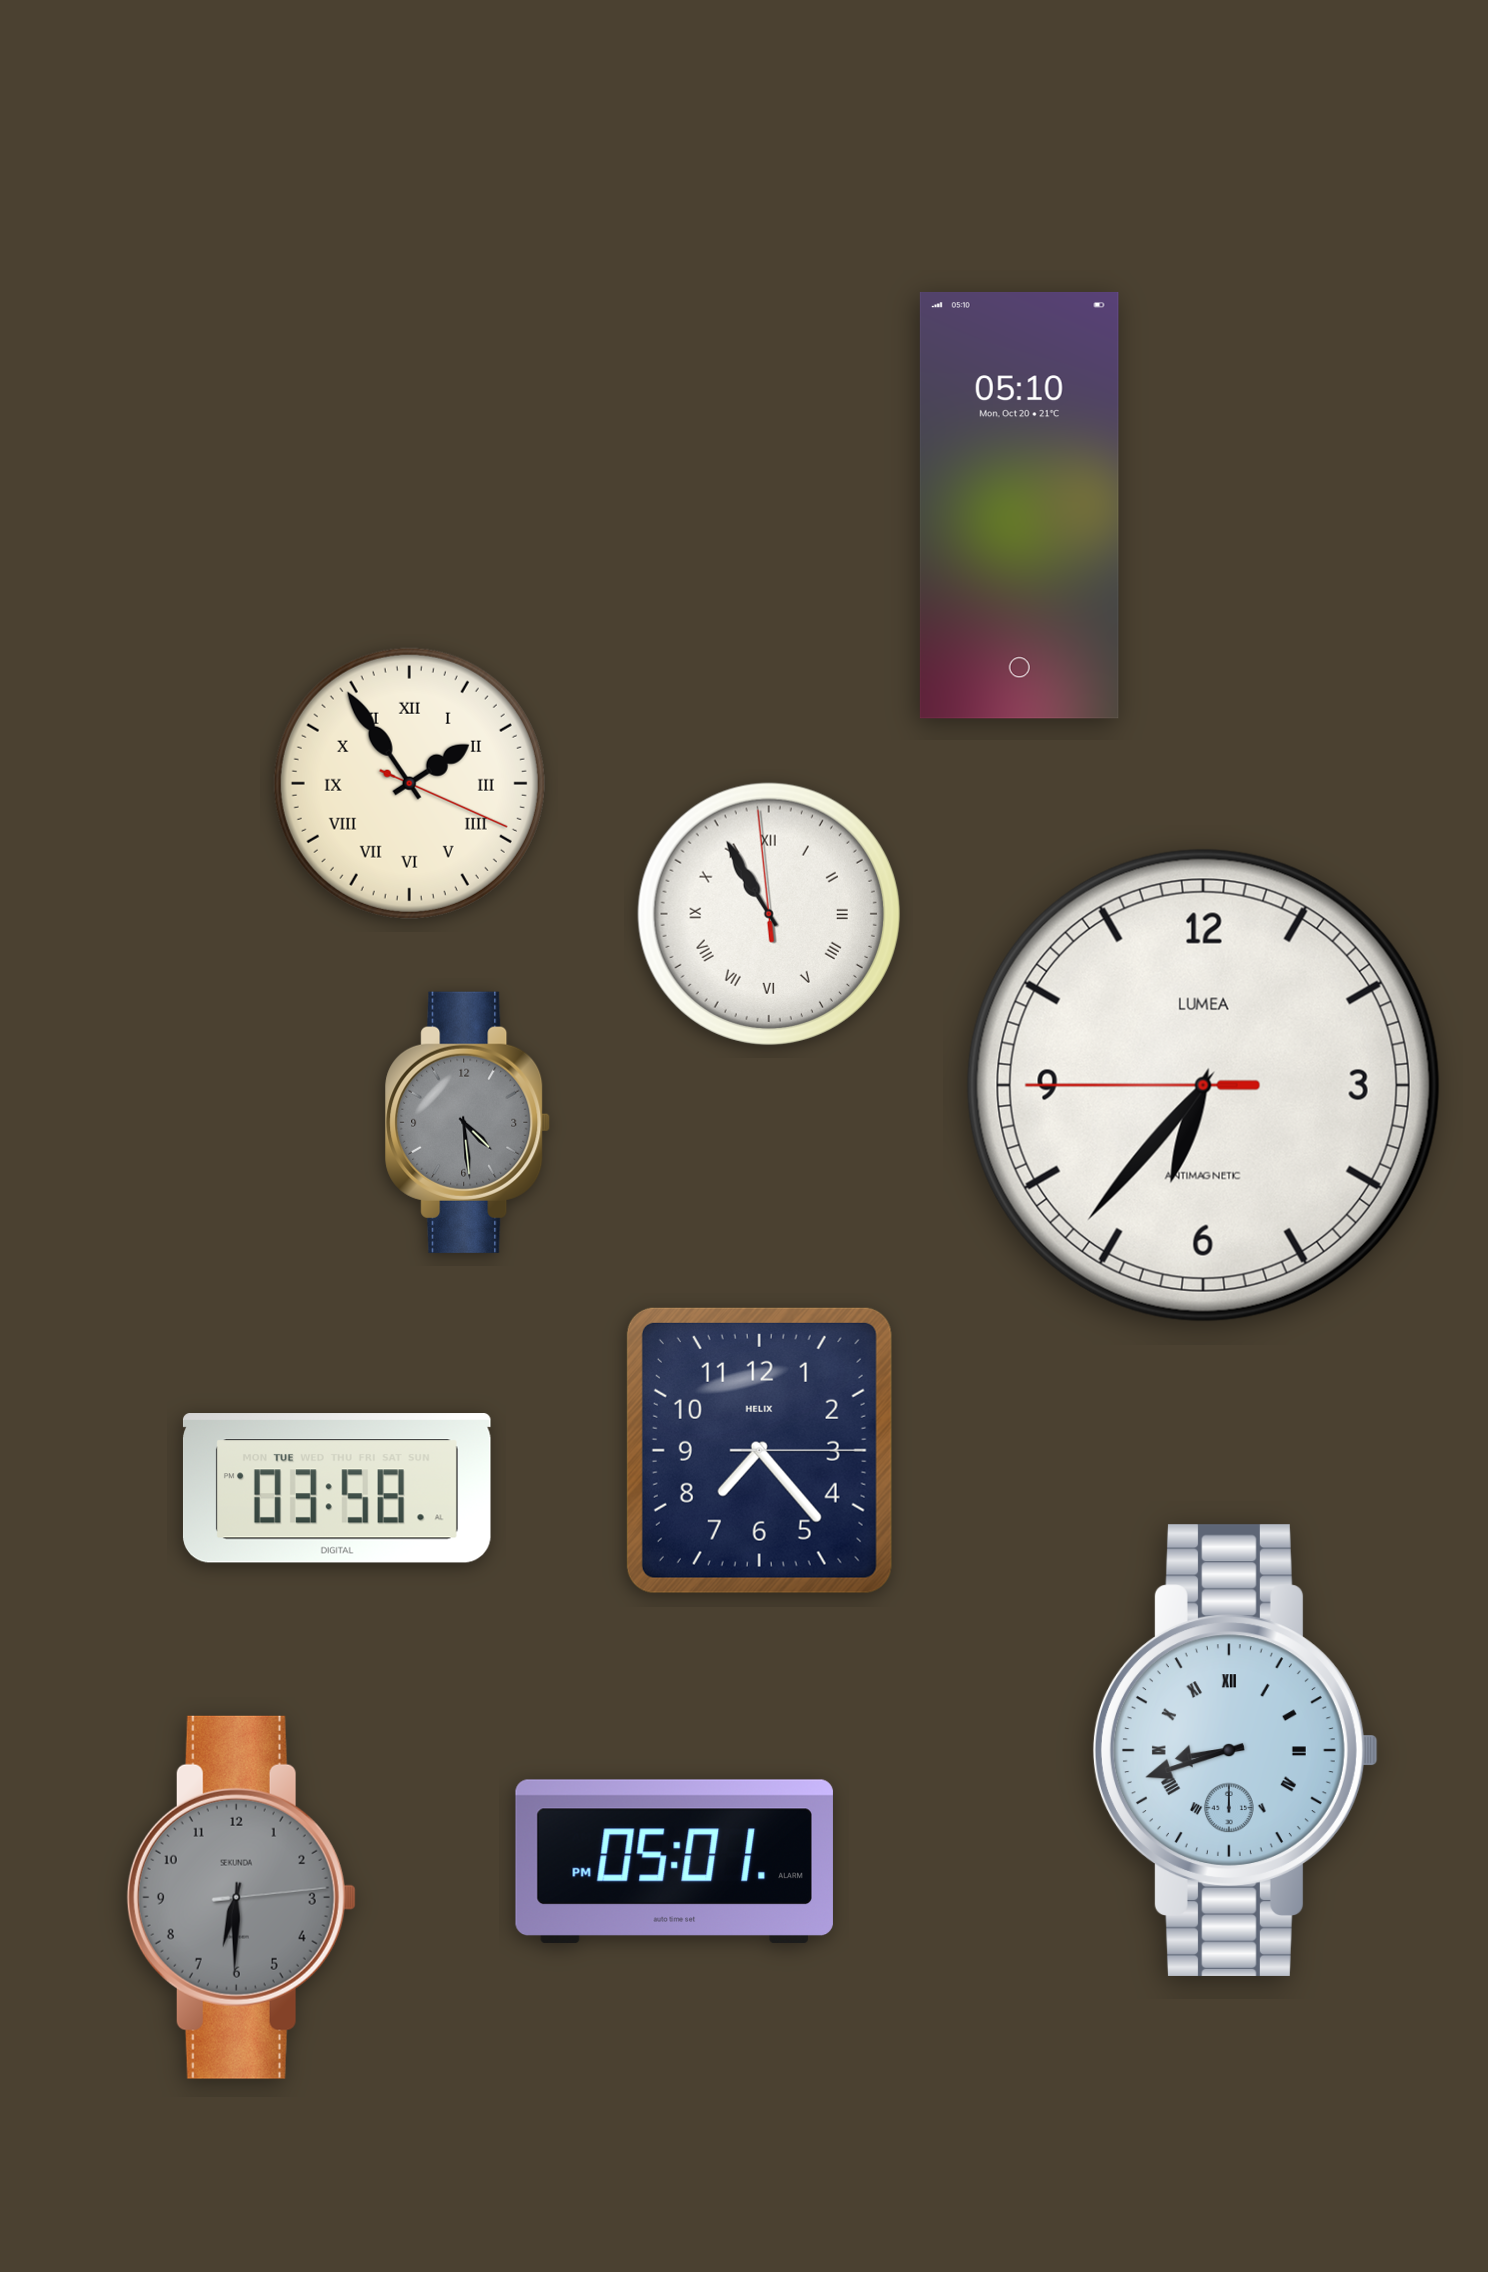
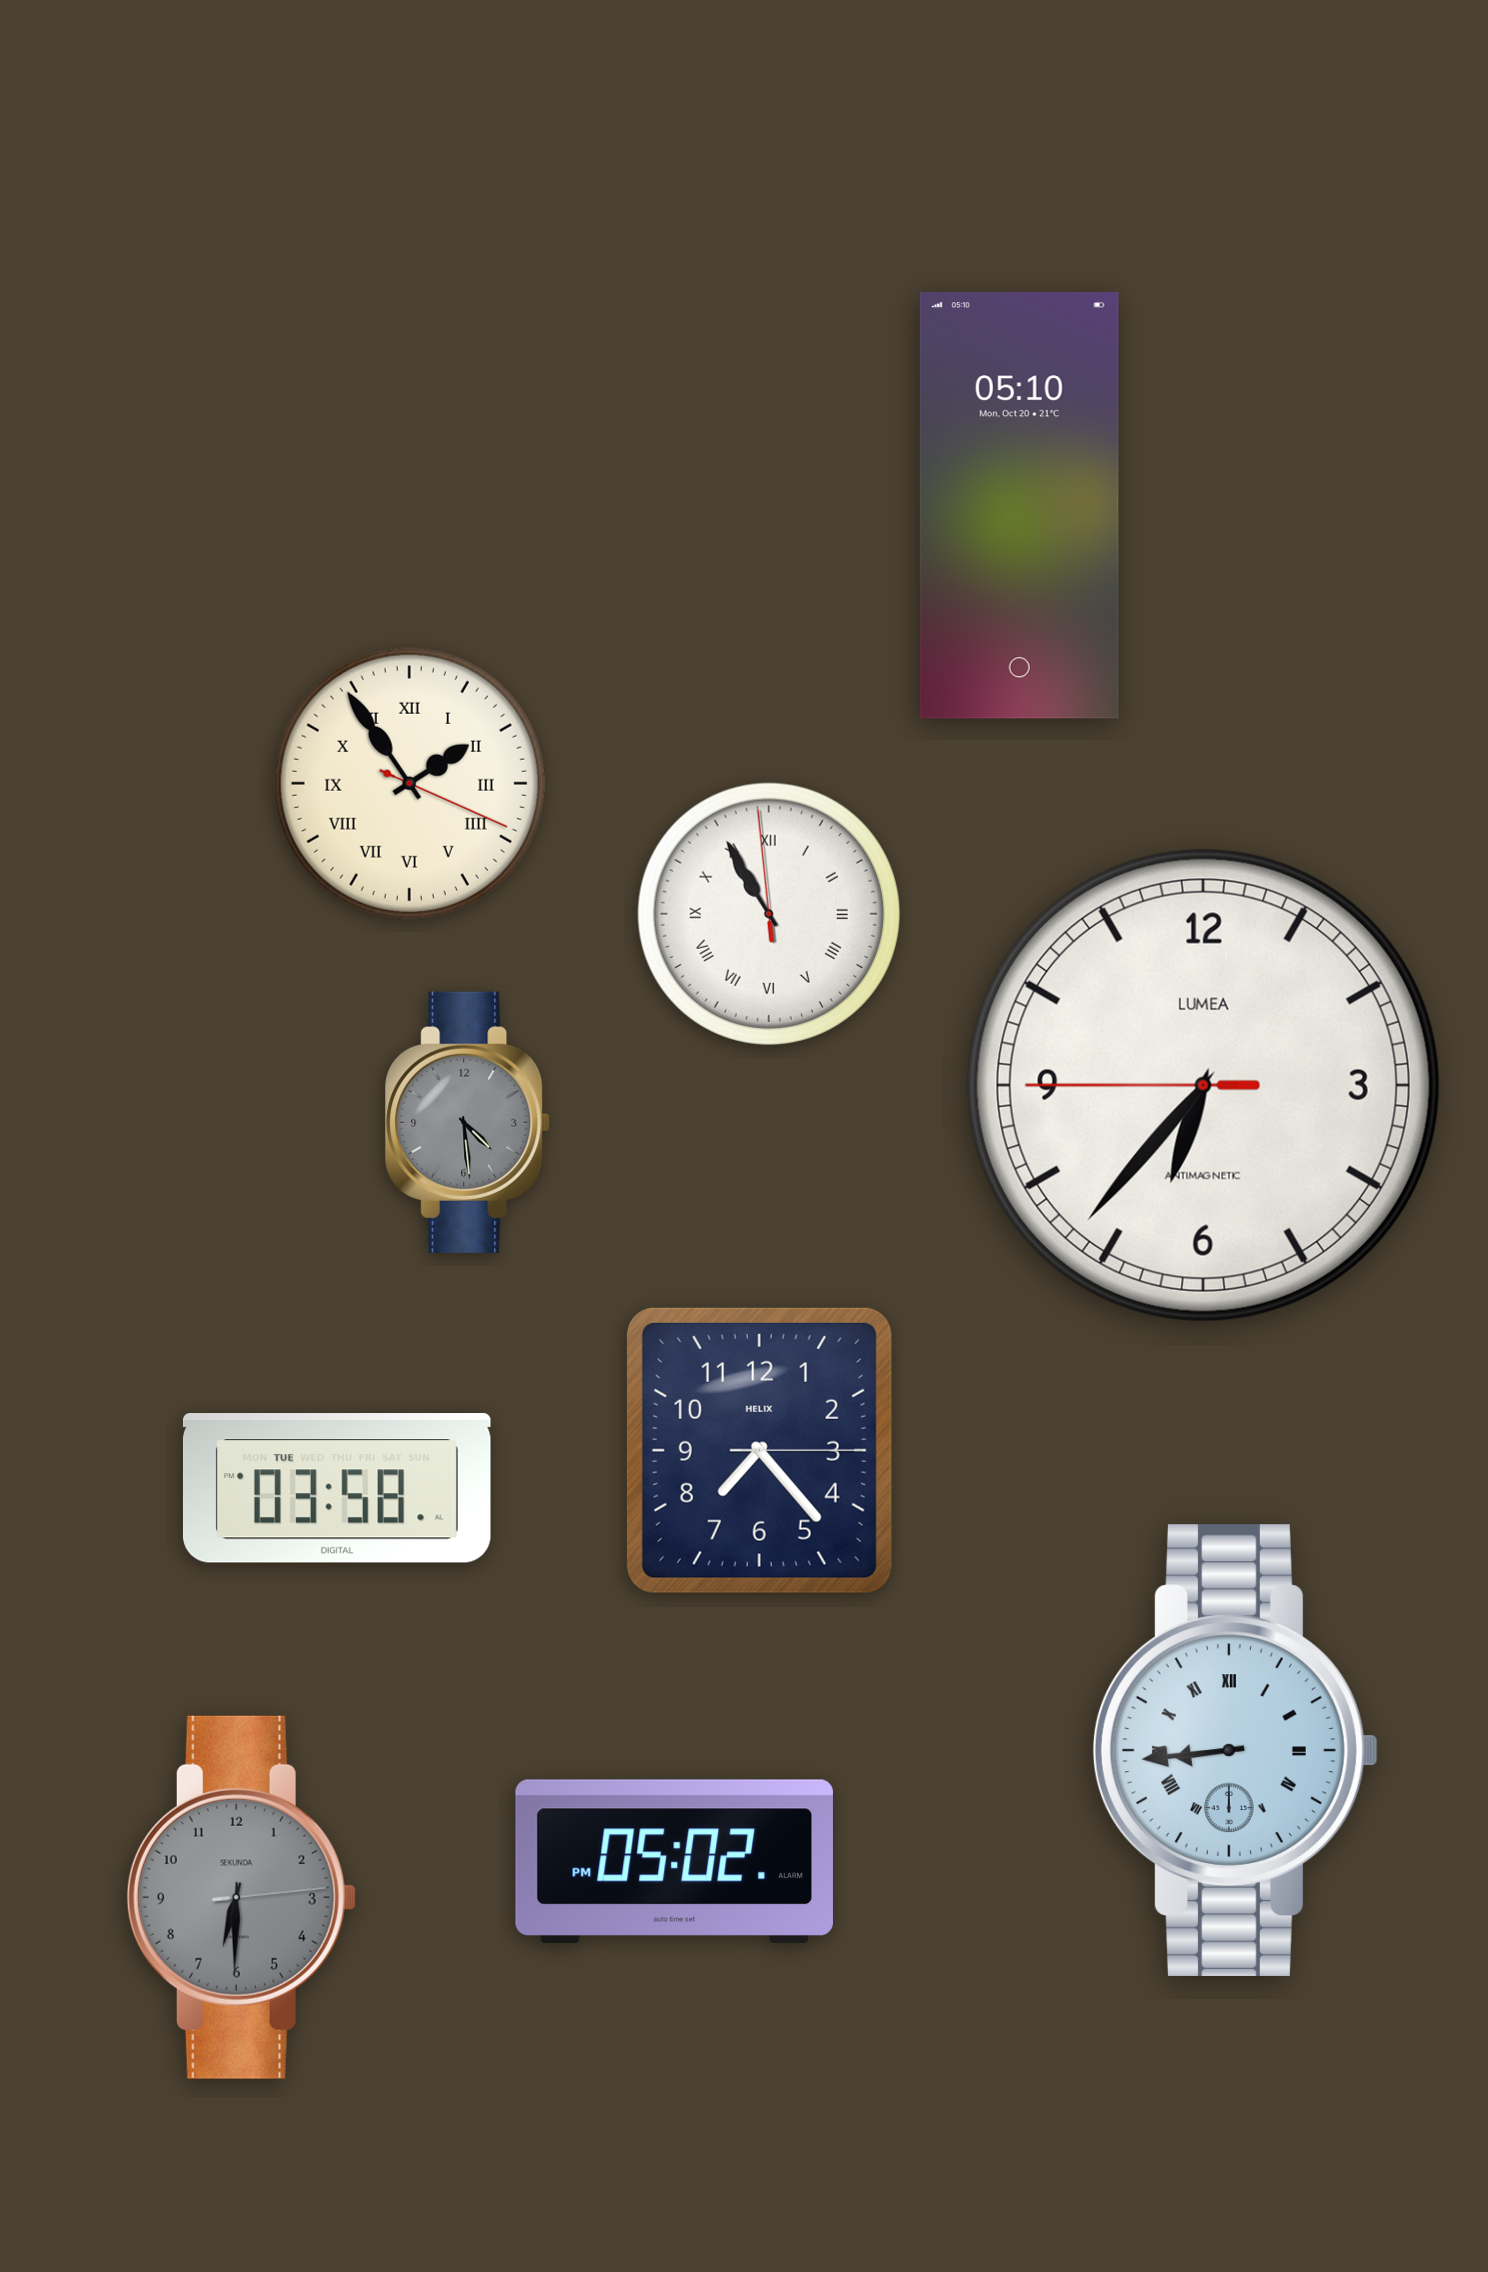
clock at (1235, 1750): 8:42 -> 8:44
clock at (674, 1861): 05:01 -> 05:02
